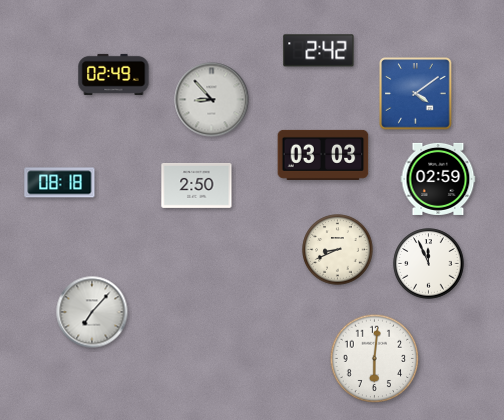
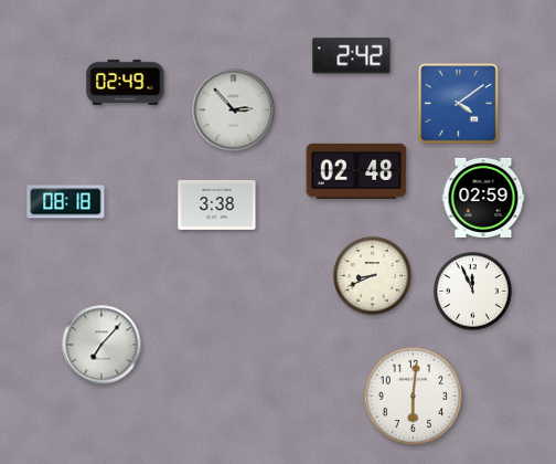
clock at (212, 100): 8:53 -> 2:53
clock at (323, 155): 03:03 -> 02:48
clock at (197, 185): 2:50 -> 3:38
